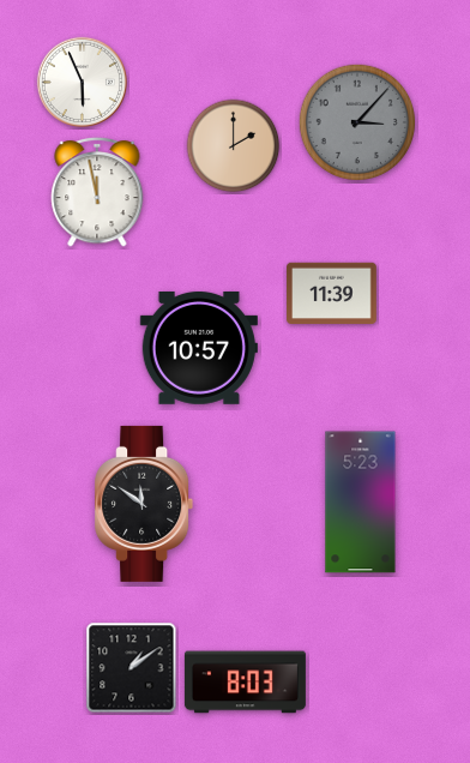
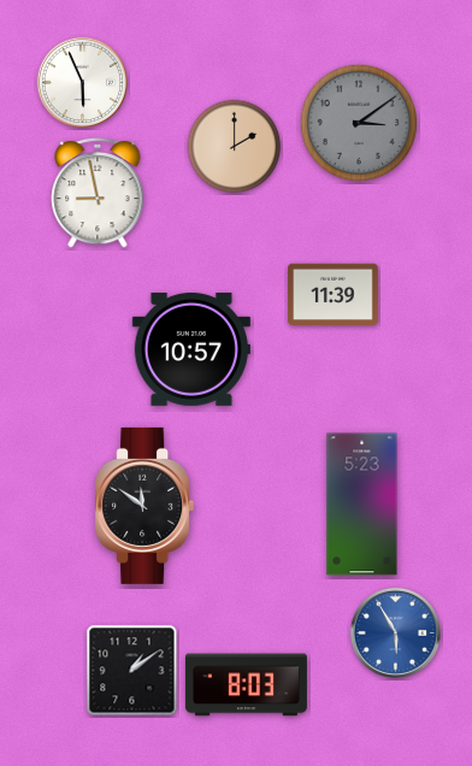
clock at (357, 122): 3:07 -> 3:09
clock at (97, 192): 11:58 -> 8:58
clock at (199, 348) position: (199, 348) -> (191, 349)
clock at (395, 632): none -> 5:55
